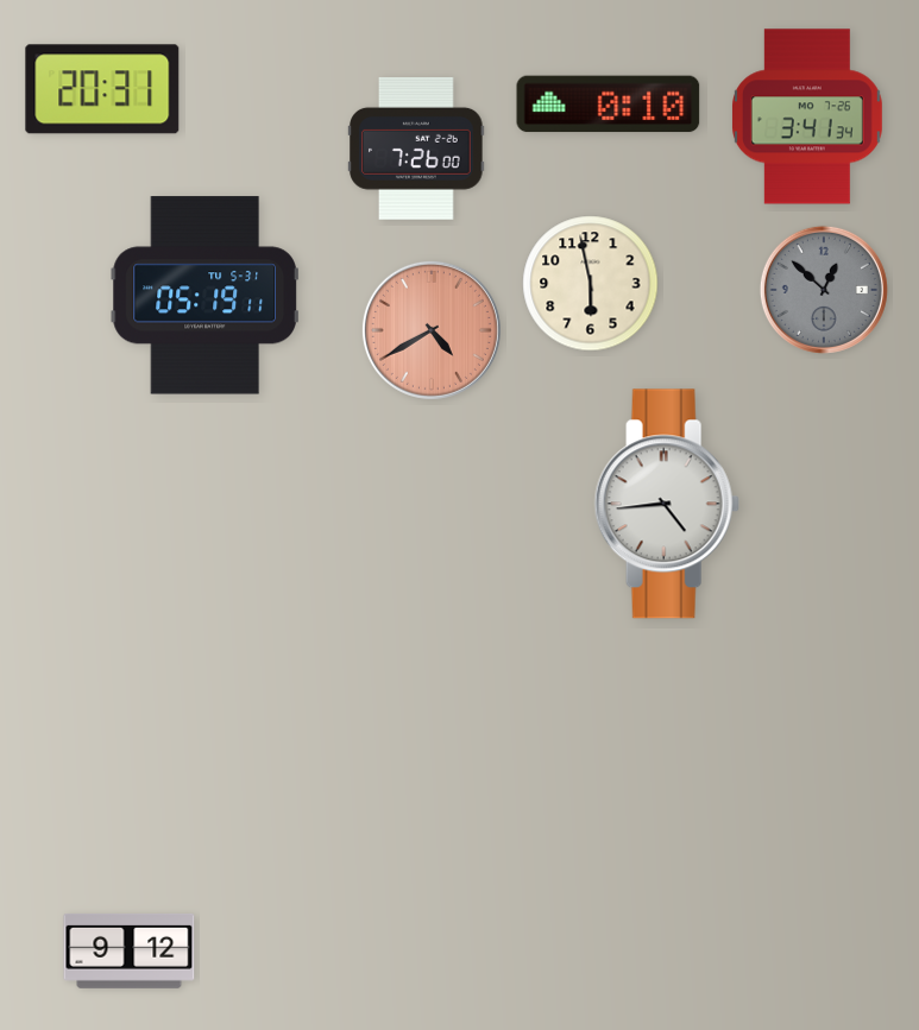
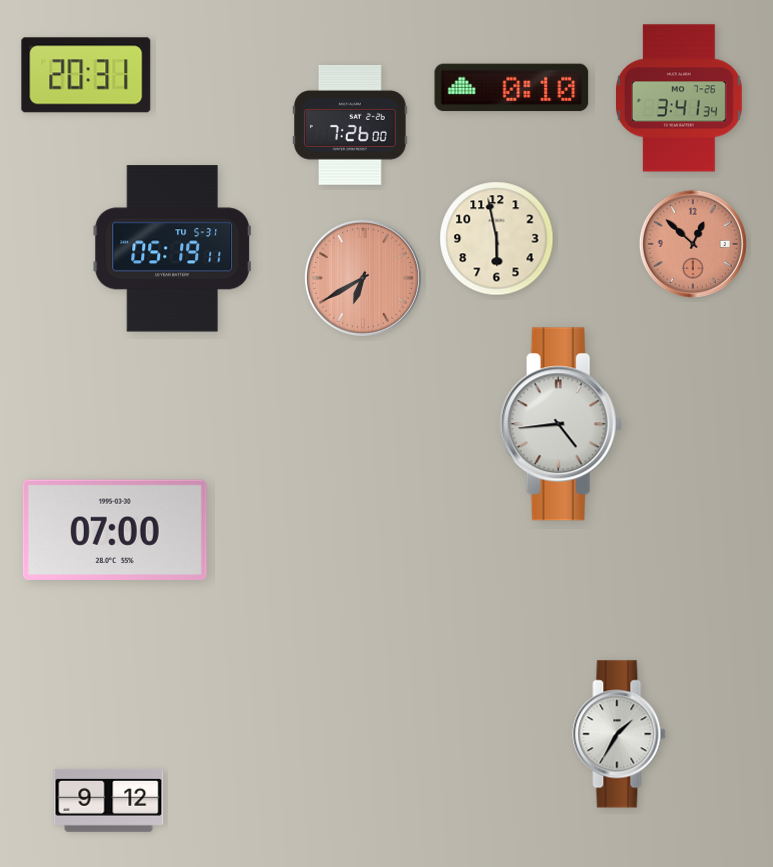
clock at (824, 290) dial: grey -> salmon
clock at (432, 330): 4:40 -> 6:40
clock at (115, 529): none -> 07:00
clock at (619, 734): none -> 1:35
